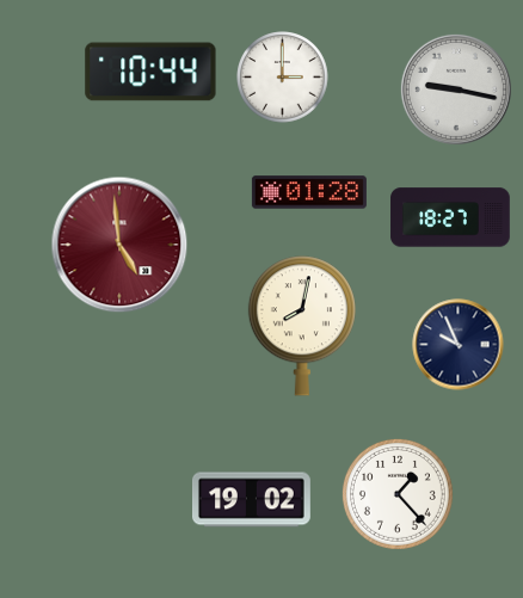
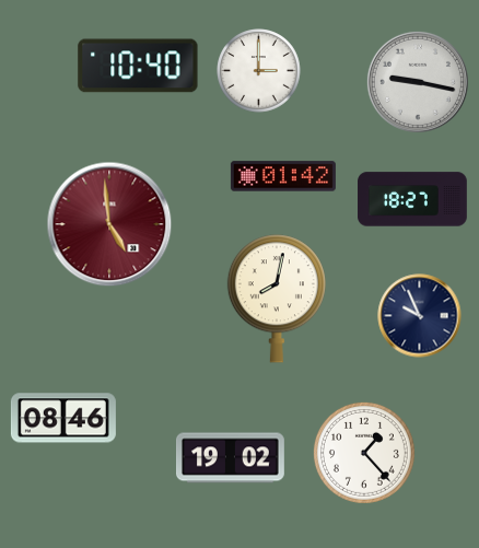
clock at (150, 72): 10:44 -> 10:40
clock at (309, 192): 01:28 -> 01:42
clock at (63, 418): none -> 08:46
